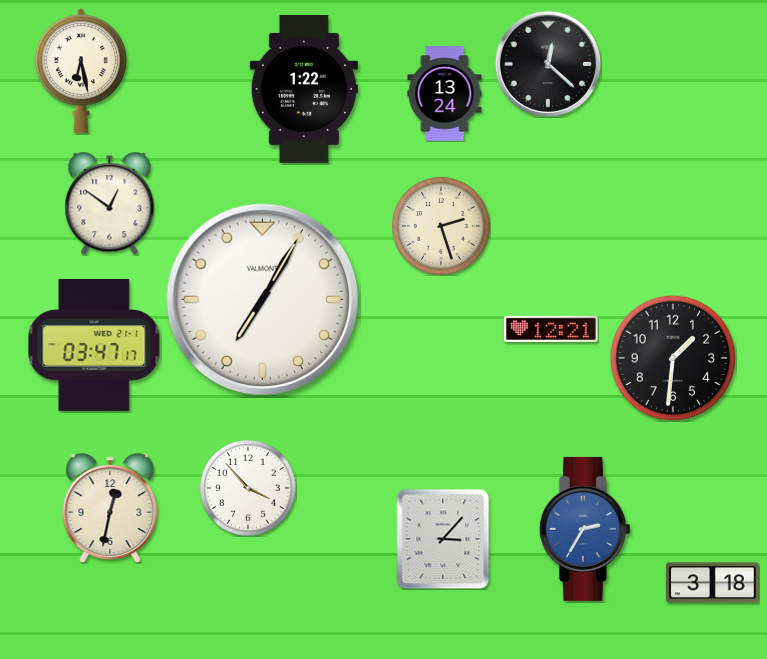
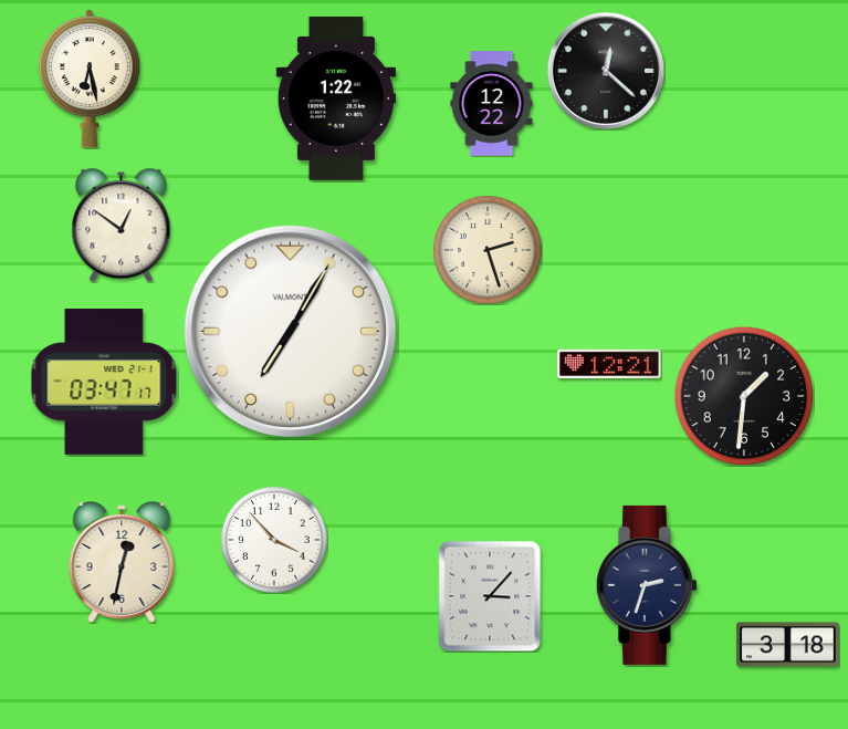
clock at (445, 94): 13:24 -> 12:22
clock at (585, 529): 2:35 -> 2:33
clock at (585, 529) dial: blue -> navy
